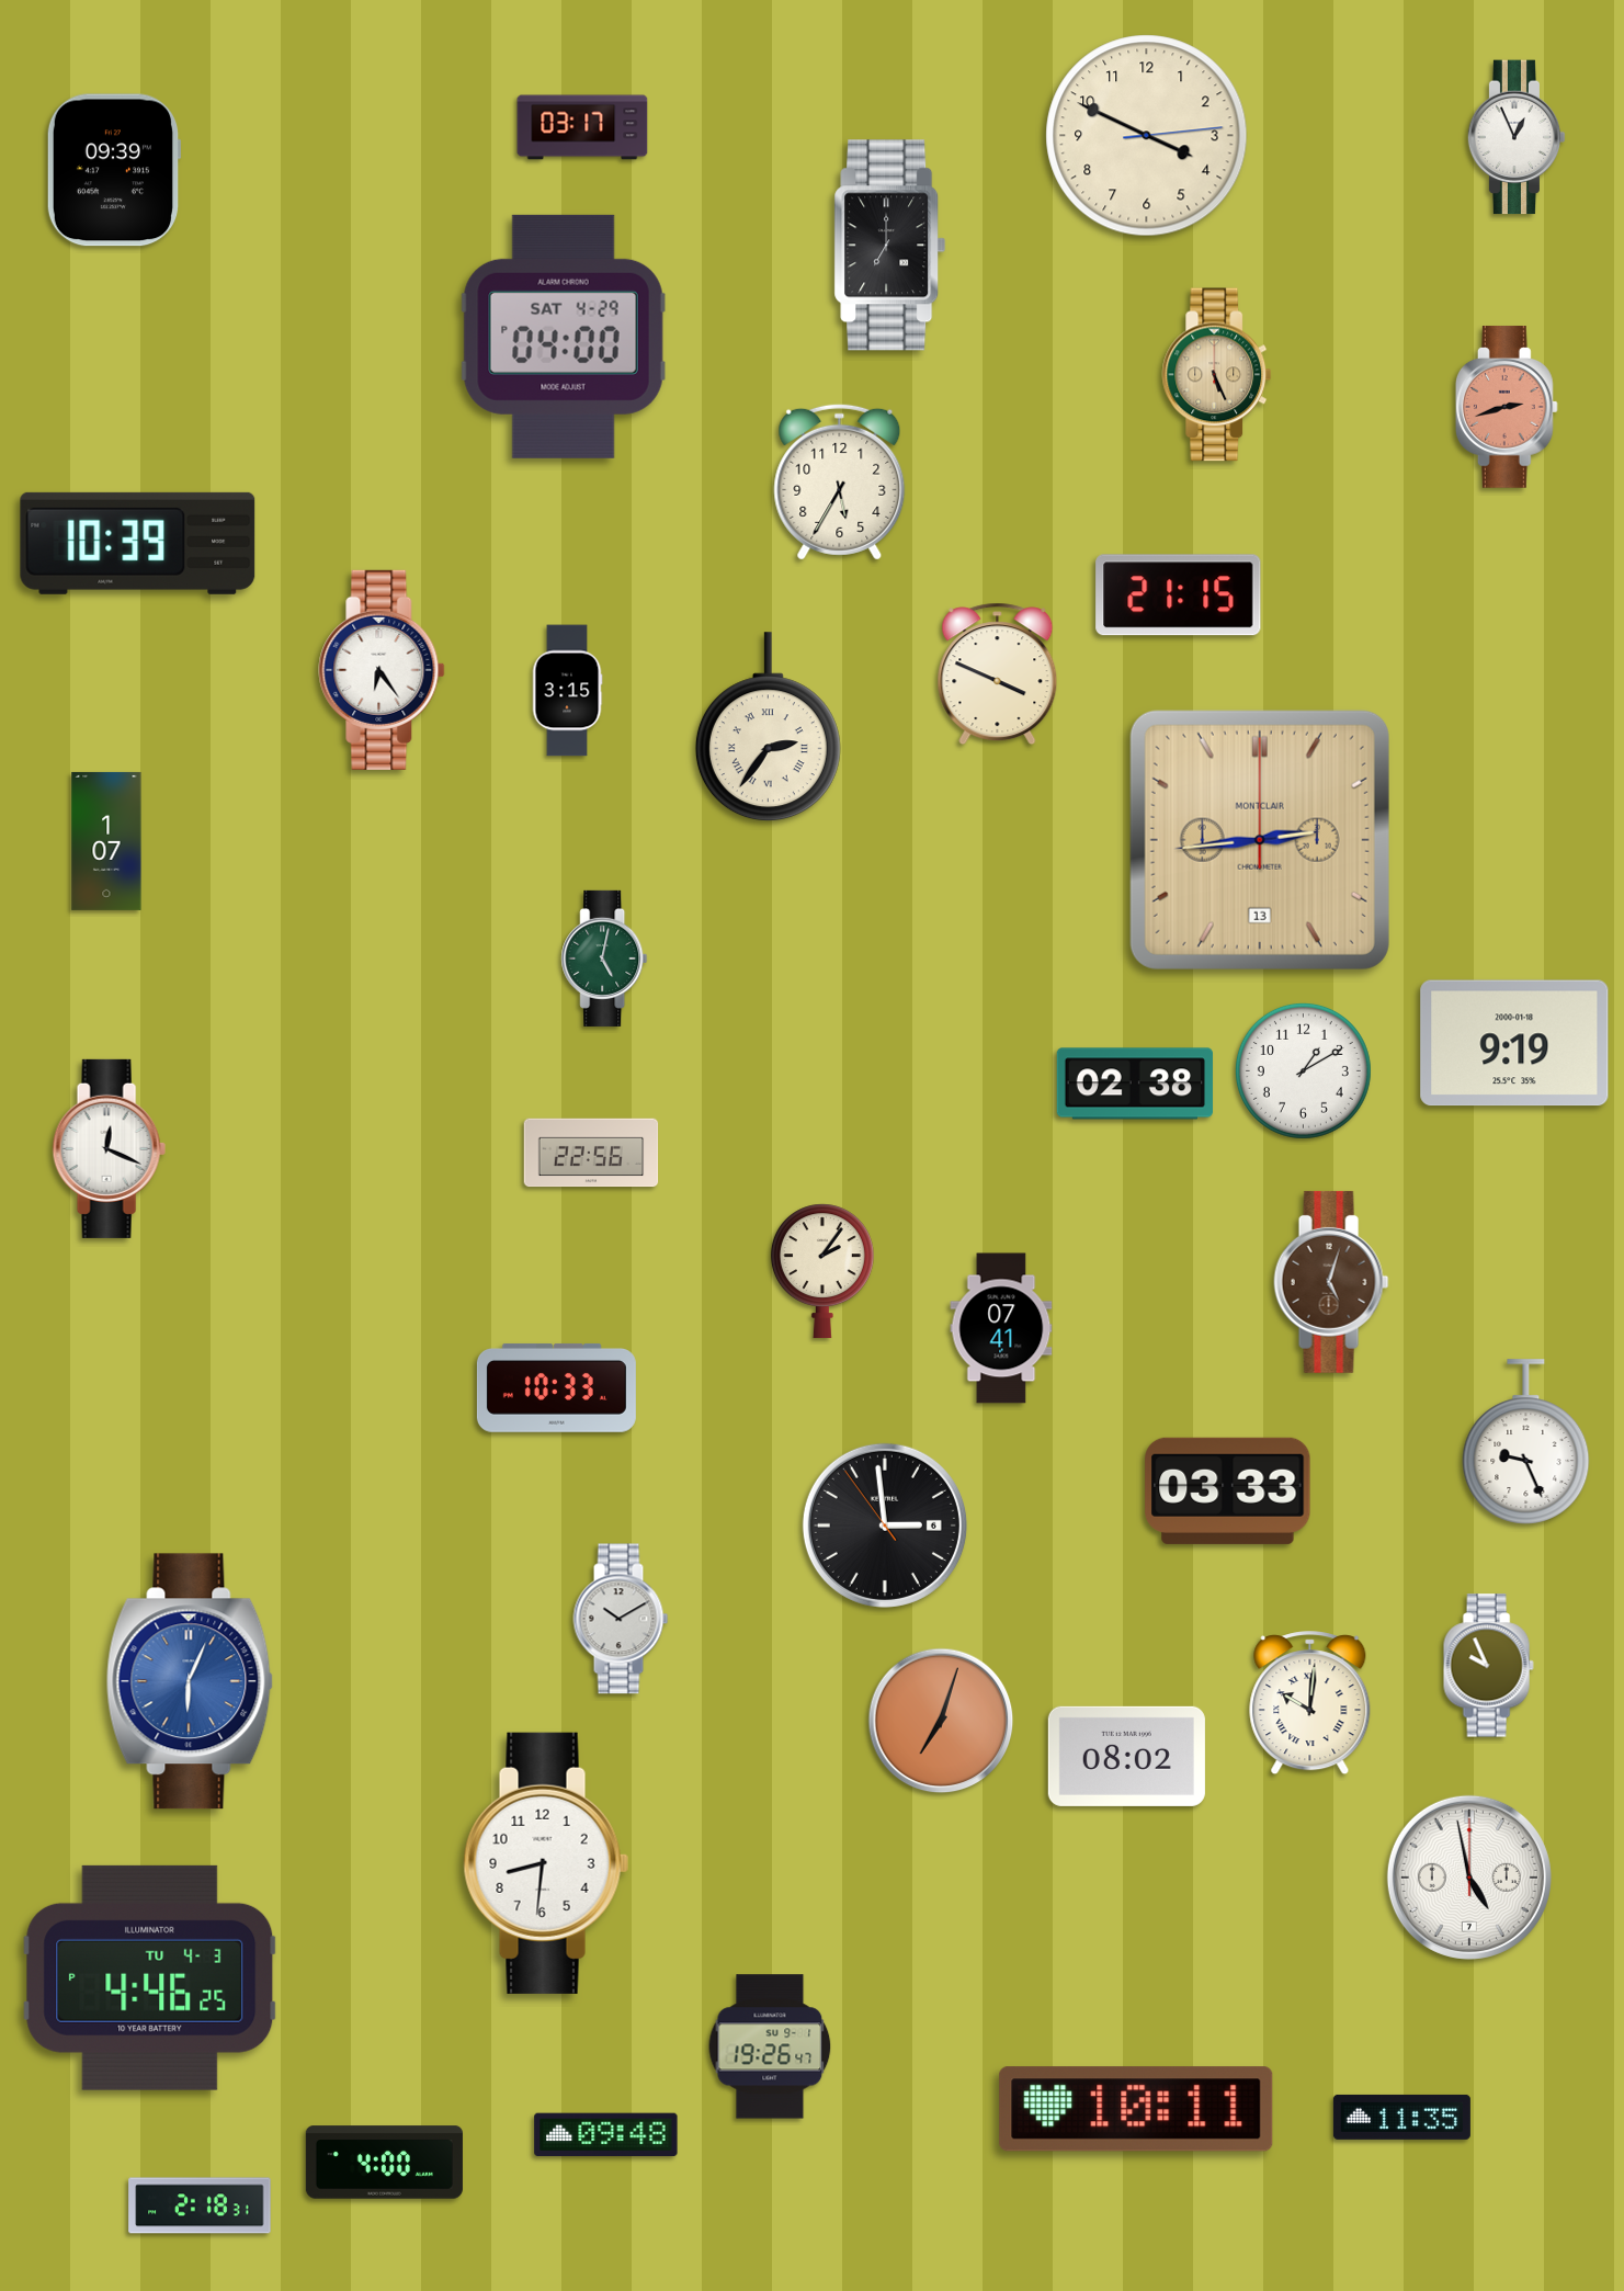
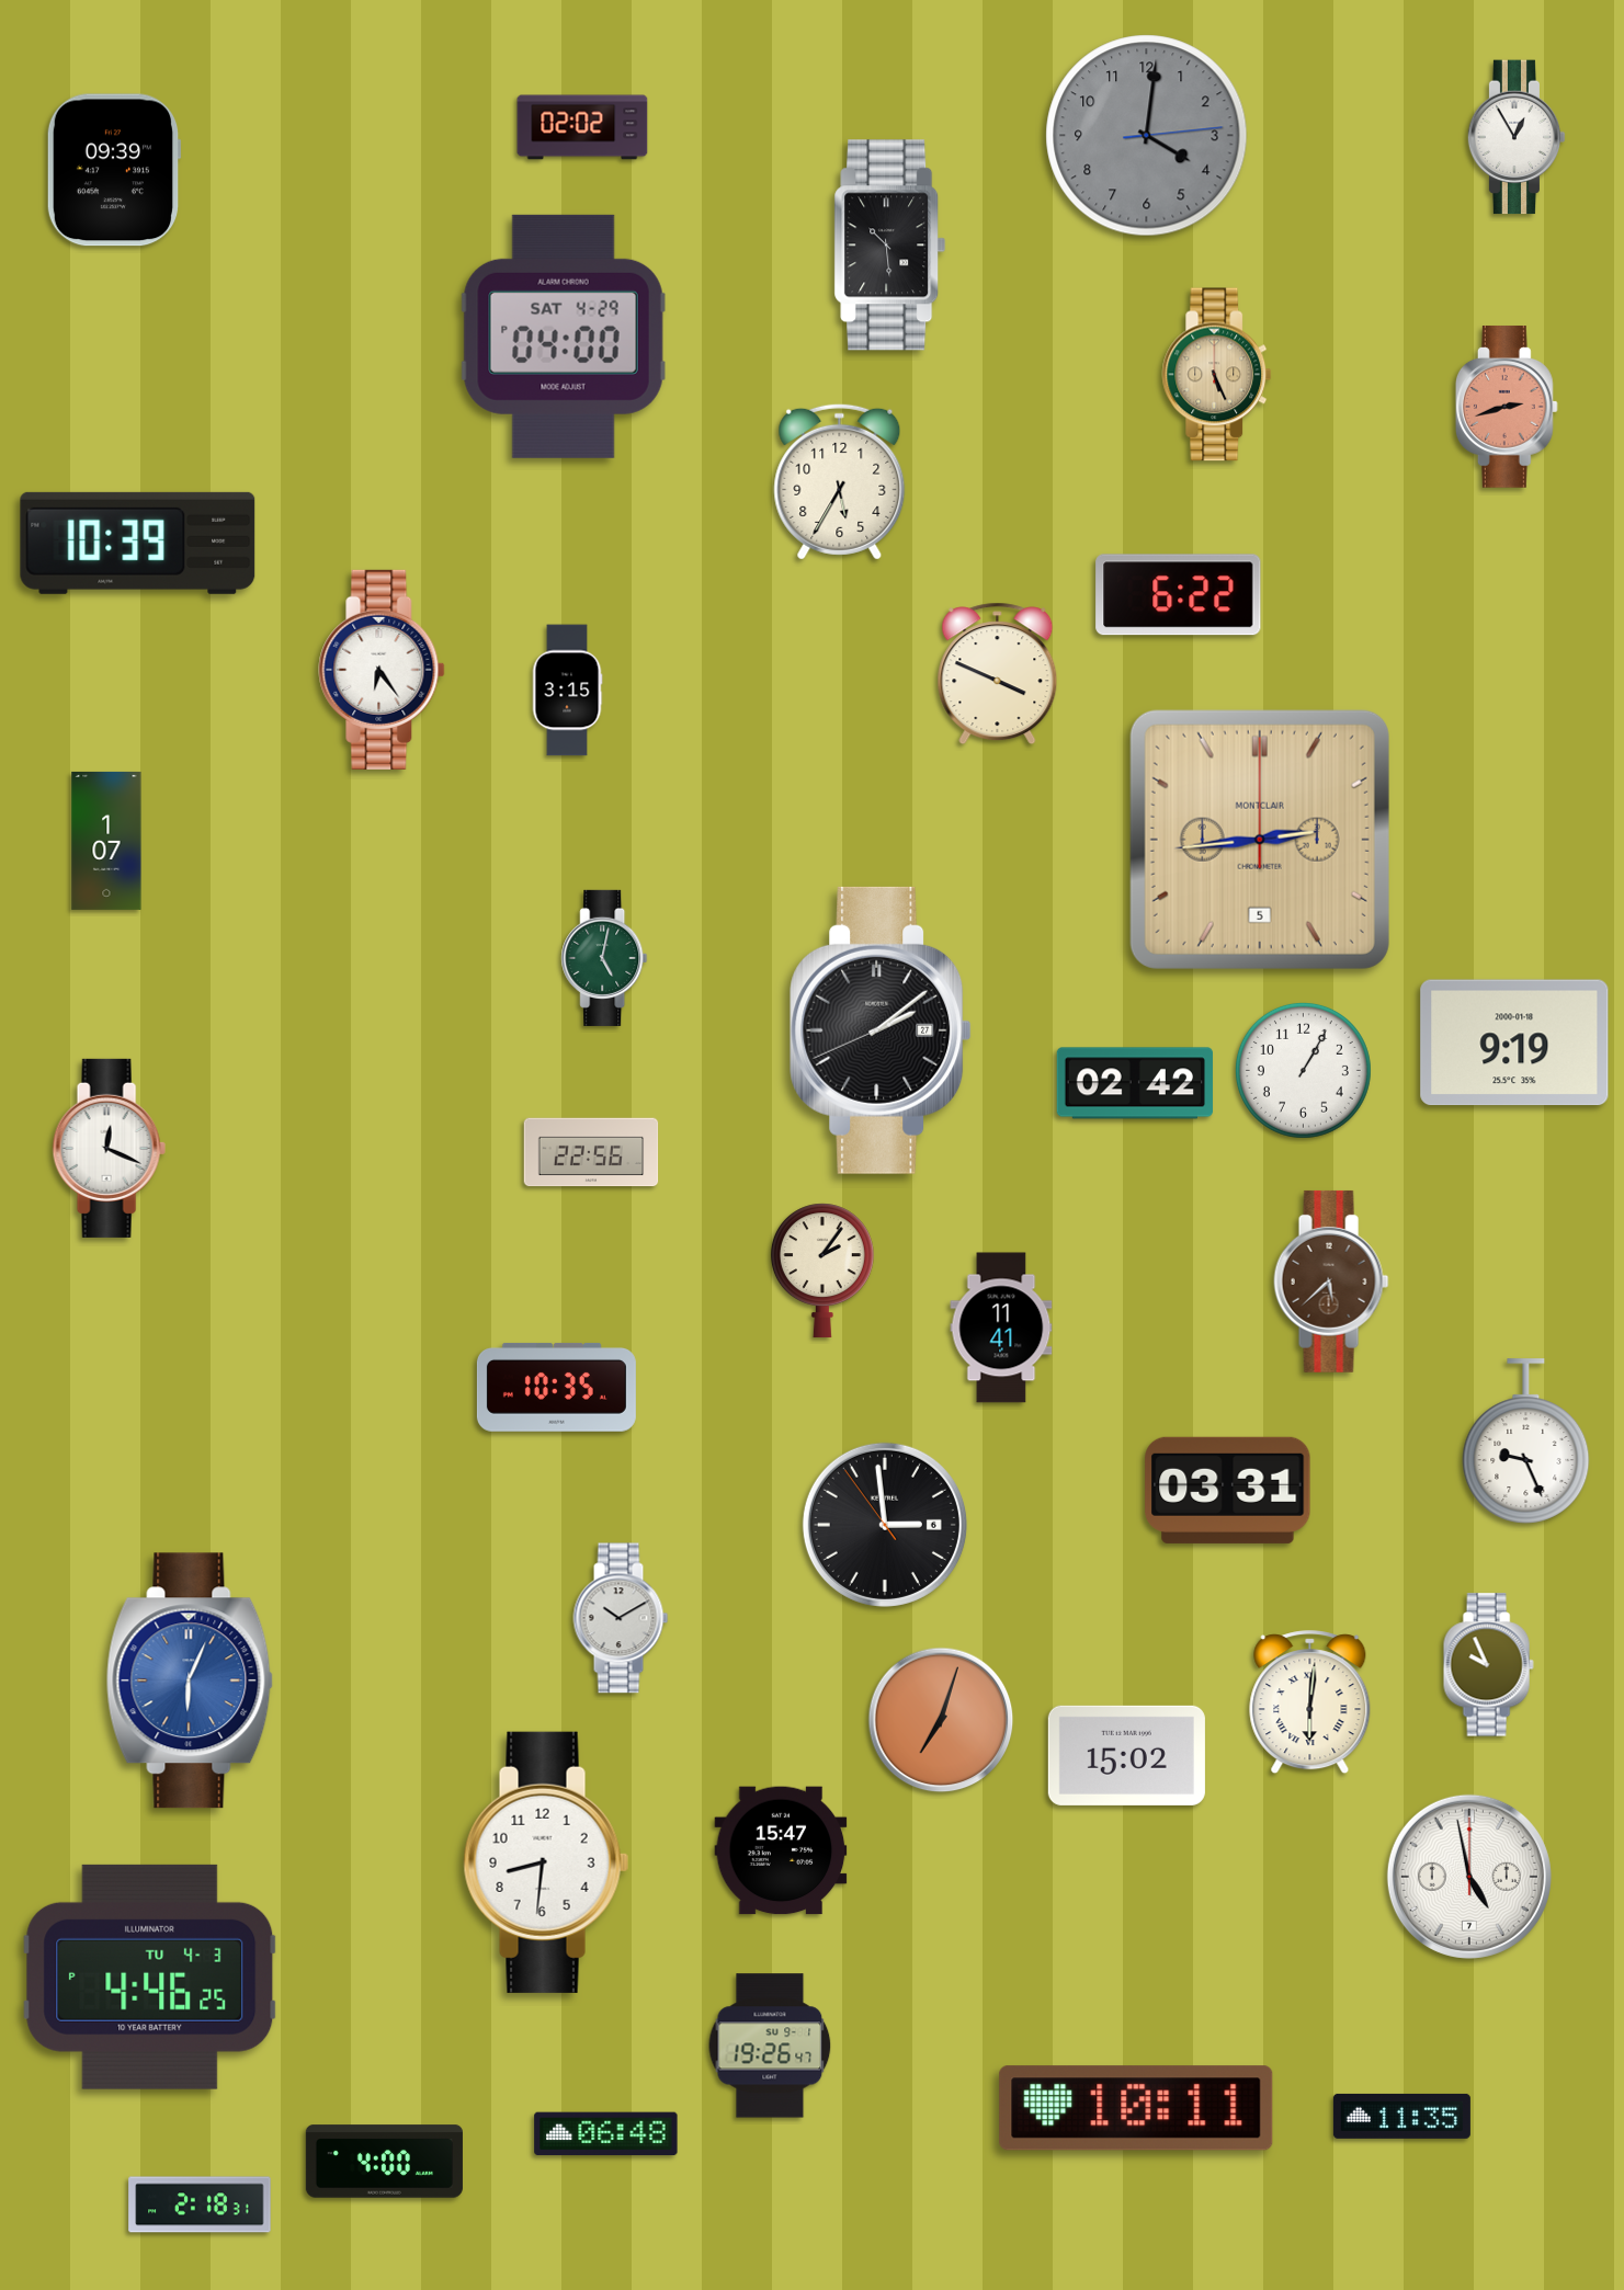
clock at (582, 127): 03:17 -> 02:02
clock at (1147, 136): 3:49 -> 4:01
clock at (1147, 136) dial: cream -> grey
clock at (1517, 137): 12:56 -> 12:55
clock at (890, 246): 7:00 -> 10:29
clock at (1179, 596): 21:15 -> 6:22
clock at (768, 727): 2:36 -> none
clock at (1260, 840) date: 13 -> 5
clock at (881, 1030): none -> 2:08
clock at (1303, 1070): 1:10 -> 1:05
clock at (1134, 1084): 02:38 -> 02:42
clock at (1331, 1282): 5:03 -> 5:38
clock at (1001, 1328): 07:41 -> 11:41
clock at (556, 1387): 10:33 -> 10:35
clock at (1228, 1490): 03:33 -> 03:31
clock at (1310, 1703): 10:01 -> 6:01
clock at (1126, 1756): 08:02 -> 15:02
clock at (781, 1850): none -> 15:47
clock at (606, 2135): 09:48 -> 06:48
